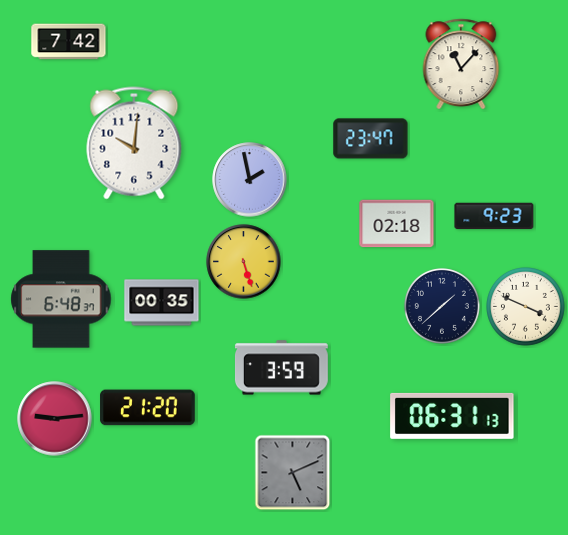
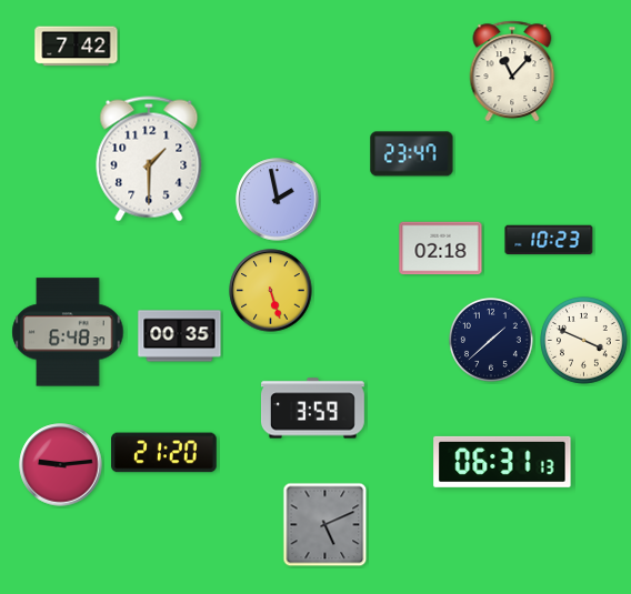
clock at (134, 143): 10:01 -> 1:30
clock at (494, 216): 9:23 -> 10:23
